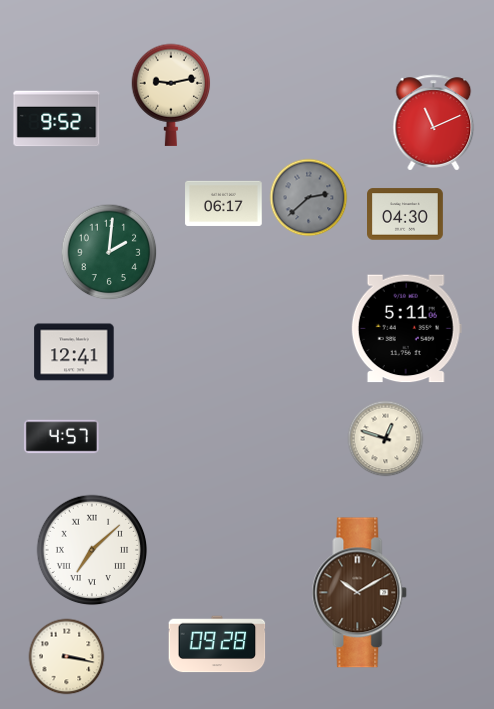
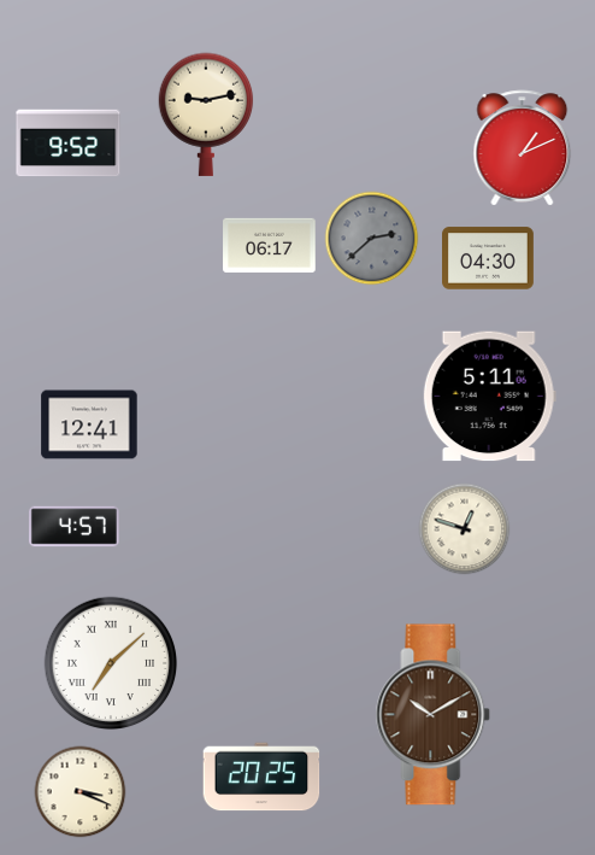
clock at (434, 123): 11:11 -> 1:11
clock at (109, 252): 2:01 -> none
clock at (217, 644): 09:28 -> 20:25
clock at (67, 657): 3:17 -> 3:19
